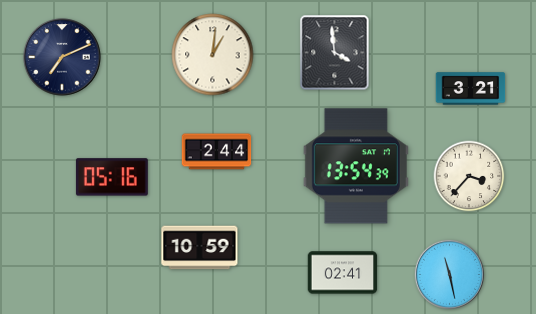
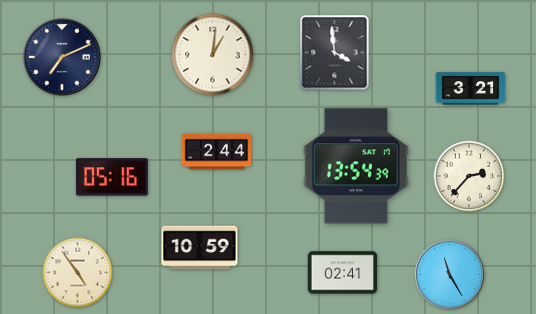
clock at (469, 176): 3:37 -> 2:37
clock at (78, 273): none -> 4:54
clock at (449, 274): 11:28 -> 11:25
